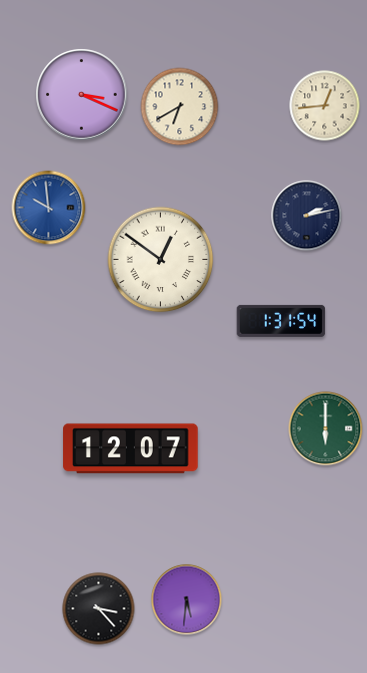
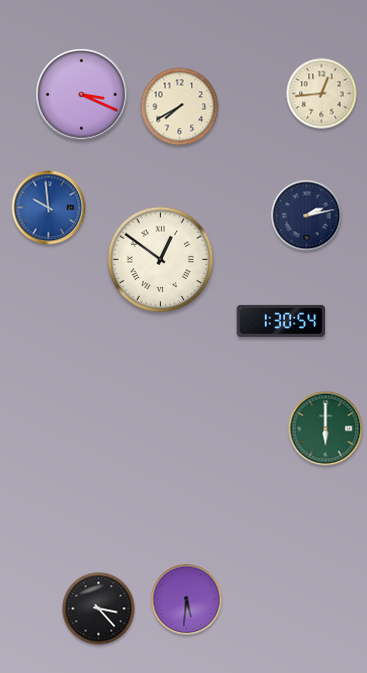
clock at (325, 106) position: (325, 106) -> (322, 94)
clock at (180, 107): 6:40 -> 7:40
clock at (281, 321): 1:31 -> 1:30
clock at (131, 449): 12:07 -> none
